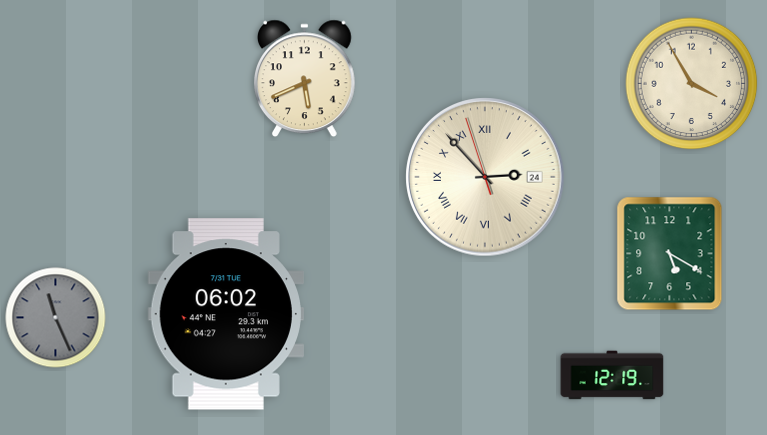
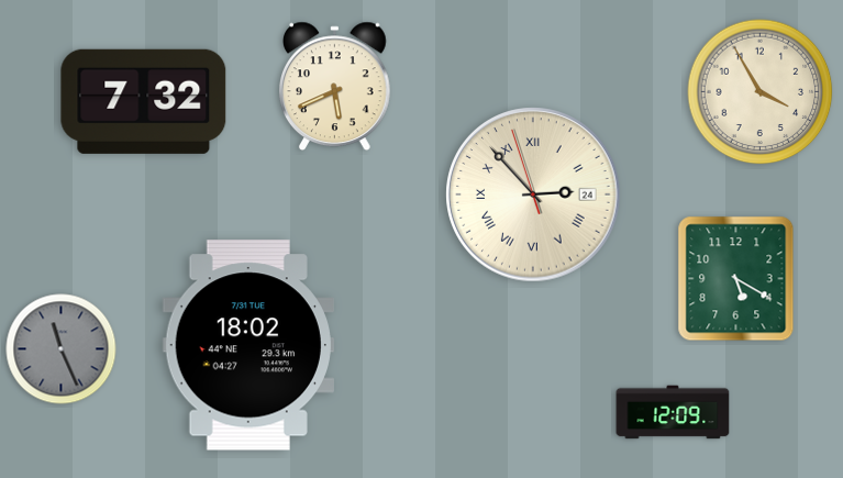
clock at (144, 101): none -> 7:32
clock at (226, 314): 06:02 -> 18:02
clock at (612, 375): 12:19 -> 12:09
